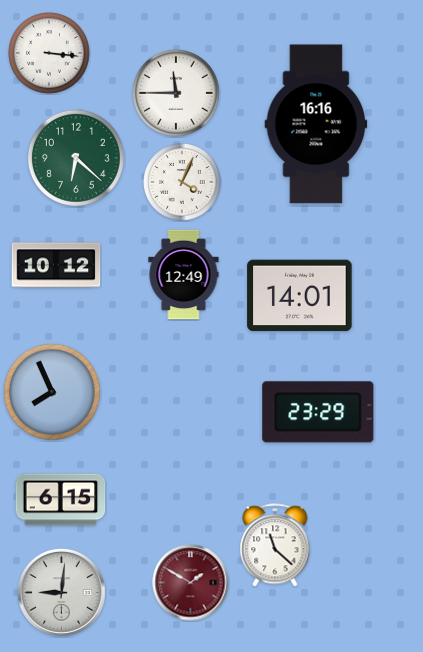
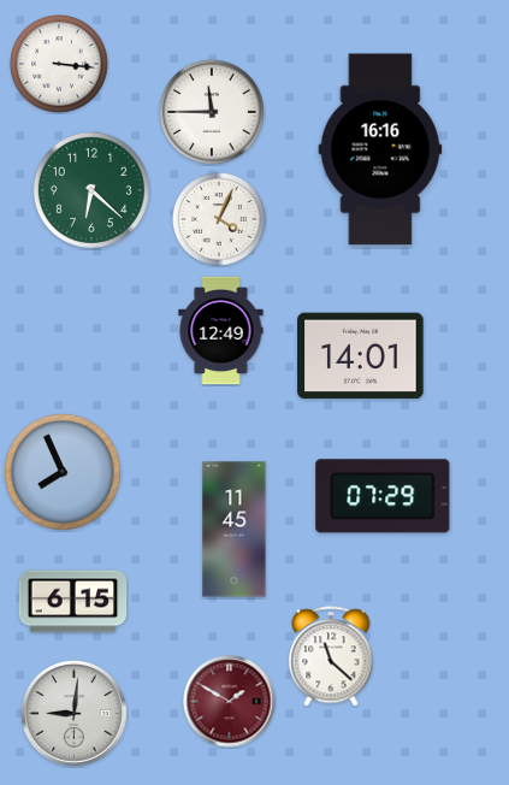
clock at (56, 265): 10:12 -> none
clock at (318, 412): 23:29 -> 07:29
clock at (235, 530): none -> 11:45
